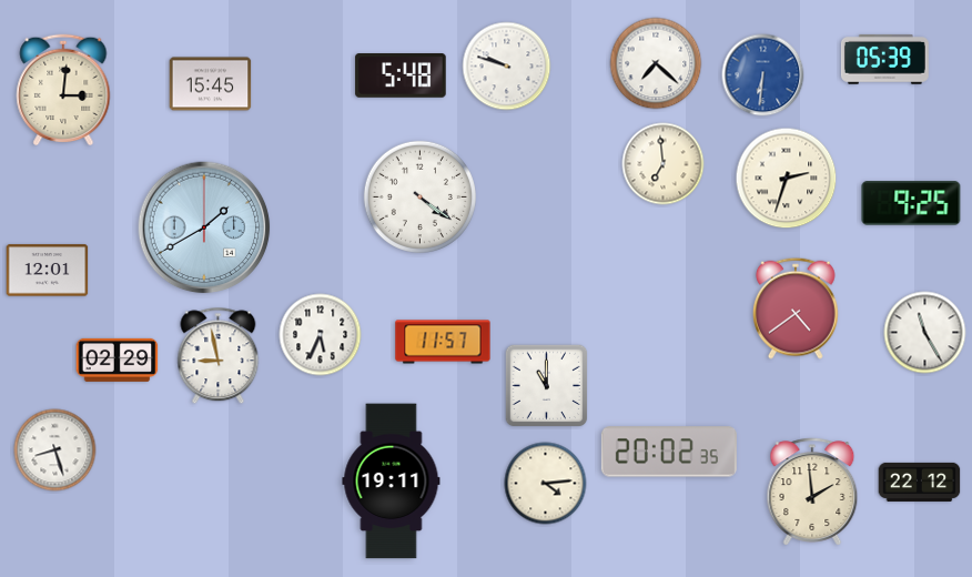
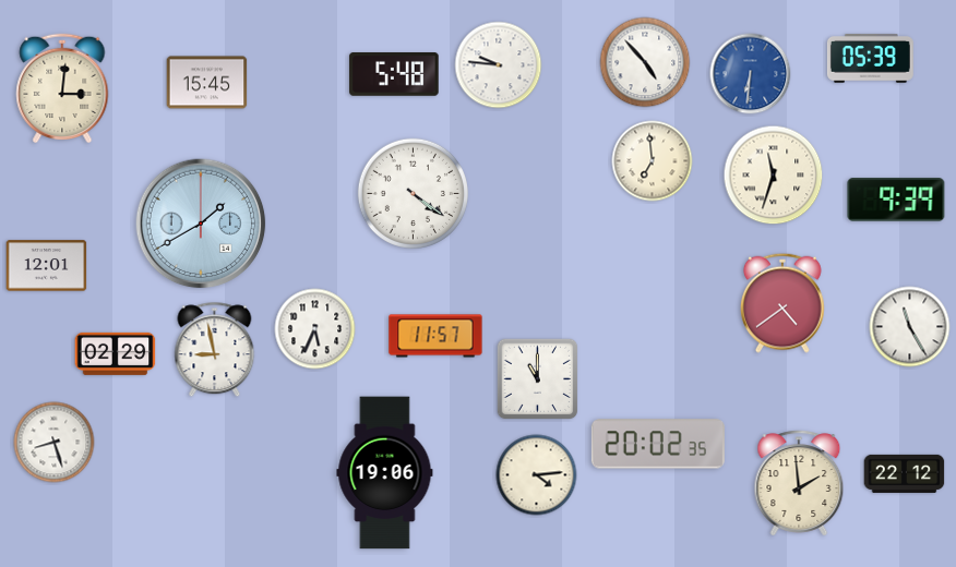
clock at (656, 63): 7:22 -> 4:53
clock at (507, 67): 9:48 -> 9:46
clock at (787, 179): 2:33 -> 11:33
clock at (911, 203): 9:25 -> 9:39
clock at (392, 482): 19:11 -> 19:06
